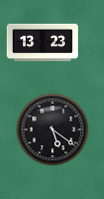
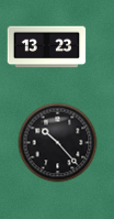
clock at (53, 130): 5:21 -> 10:23
